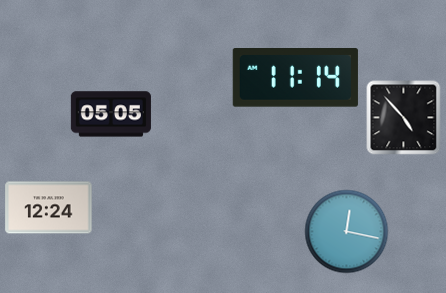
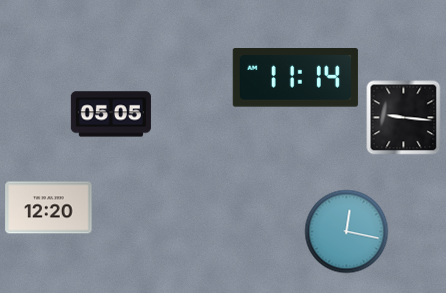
clock at (404, 118): 4:53 -> 9:16
clock at (49, 208): 12:24 -> 12:20
